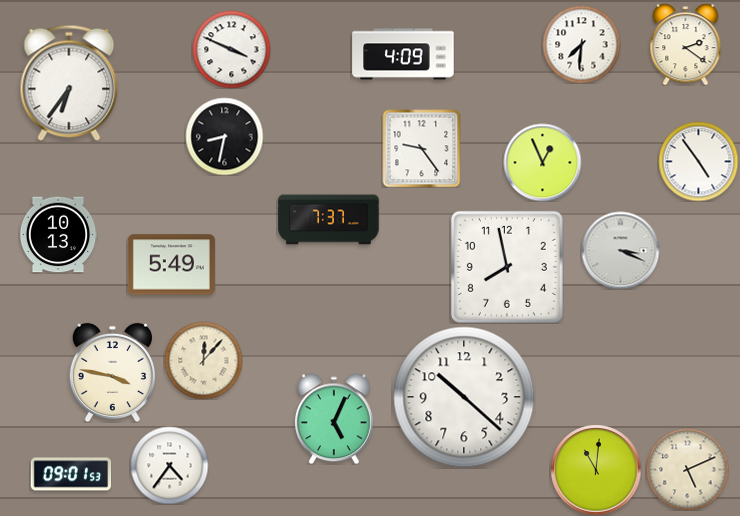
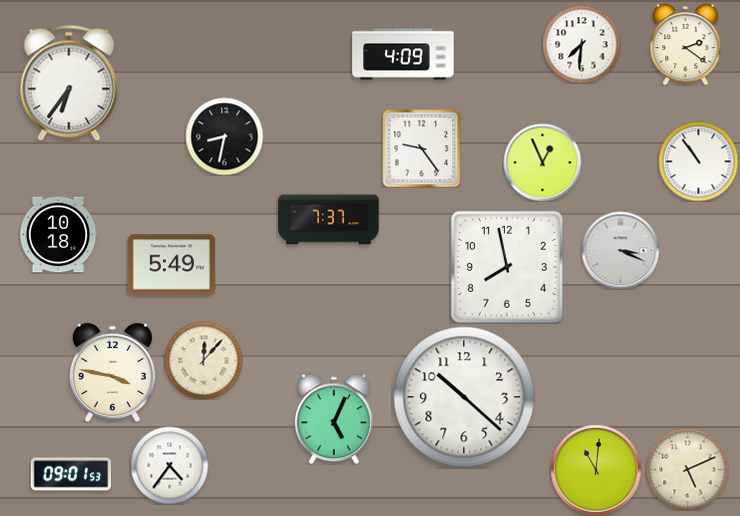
clock at (231, 49): 3:49 -> none
clock at (698, 161): 4:54 -> 10:54
clock at (58, 235): 10:13 -> 10:18
